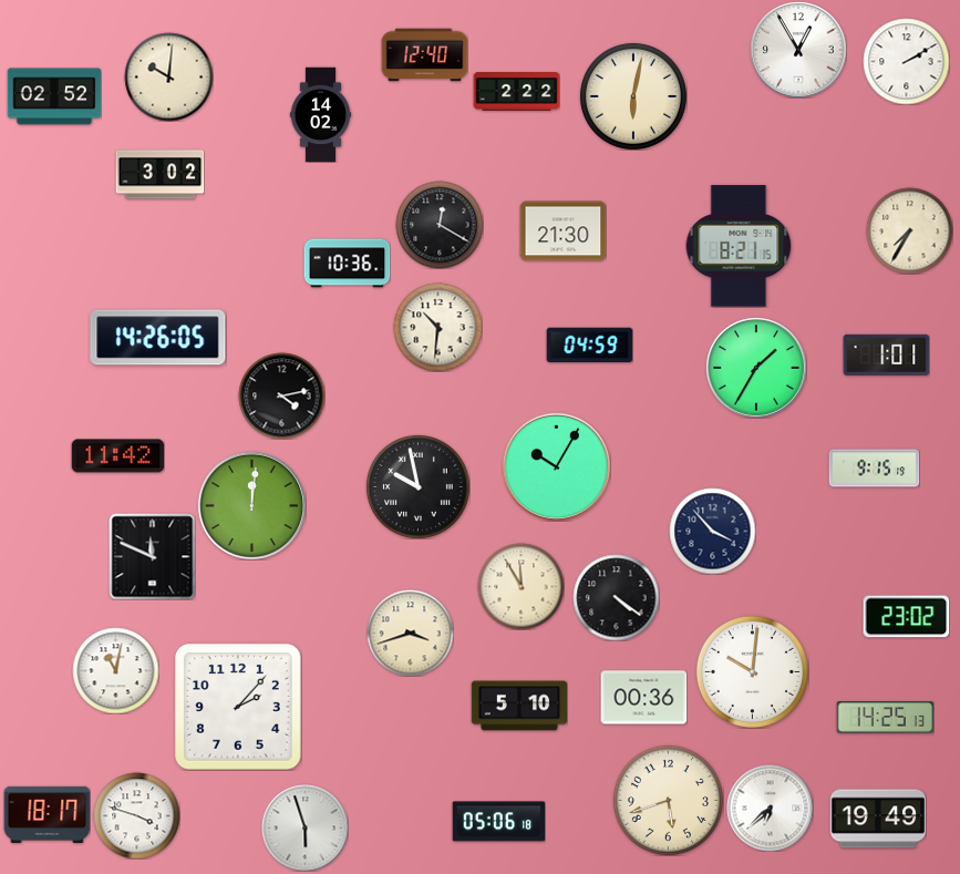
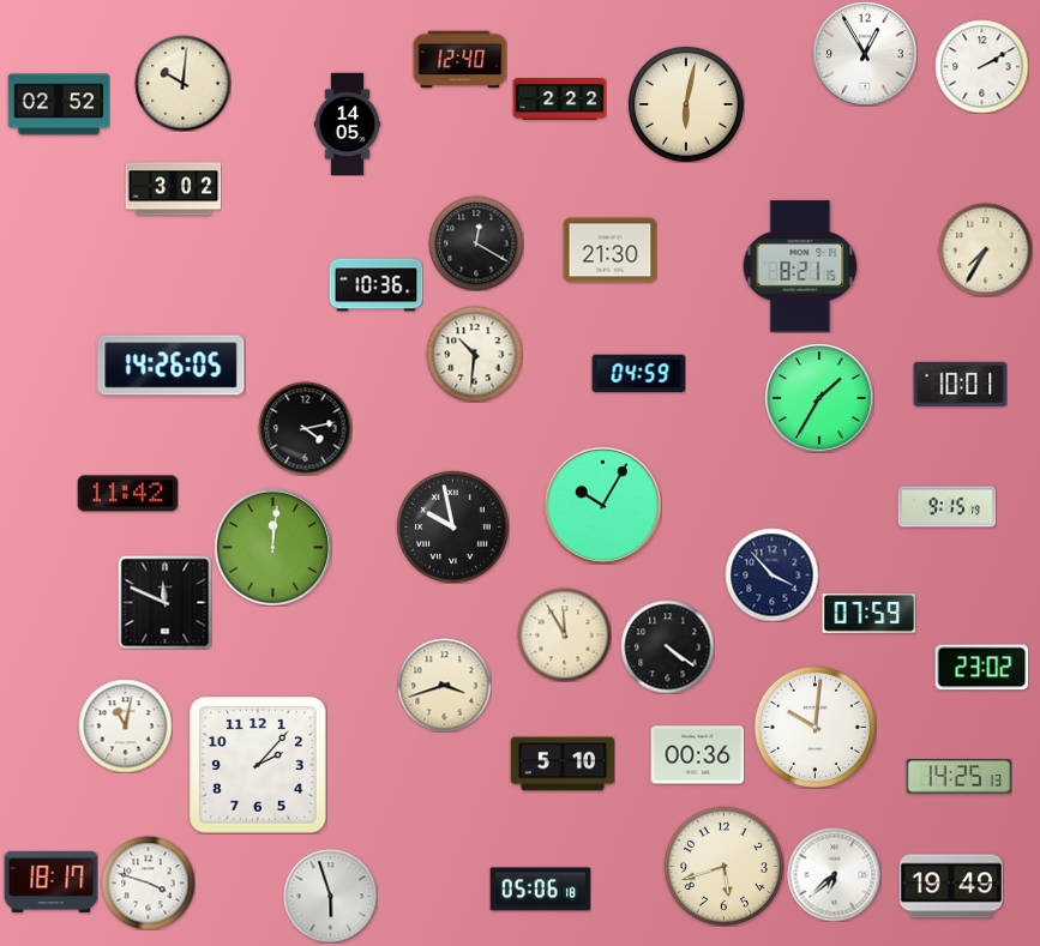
clock at (321, 114): 14:02 -> 14:05
clock at (886, 354): 1:01 -> 10:01
clock at (868, 614): none -> 07:59
